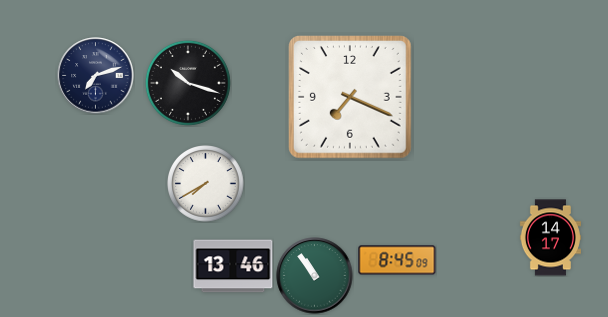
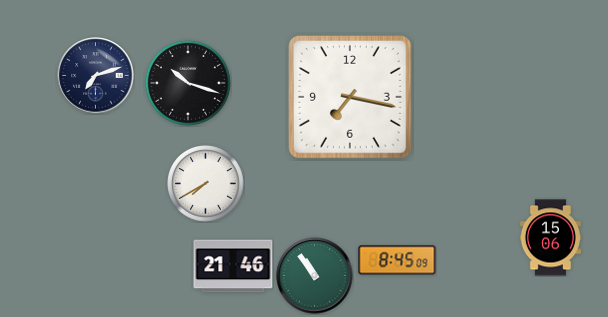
clock at (351, 98): 7:19 -> 7:17
clock at (550, 238): 14:17 -> 15:06
clock at (233, 266): 13:46 -> 21:46
